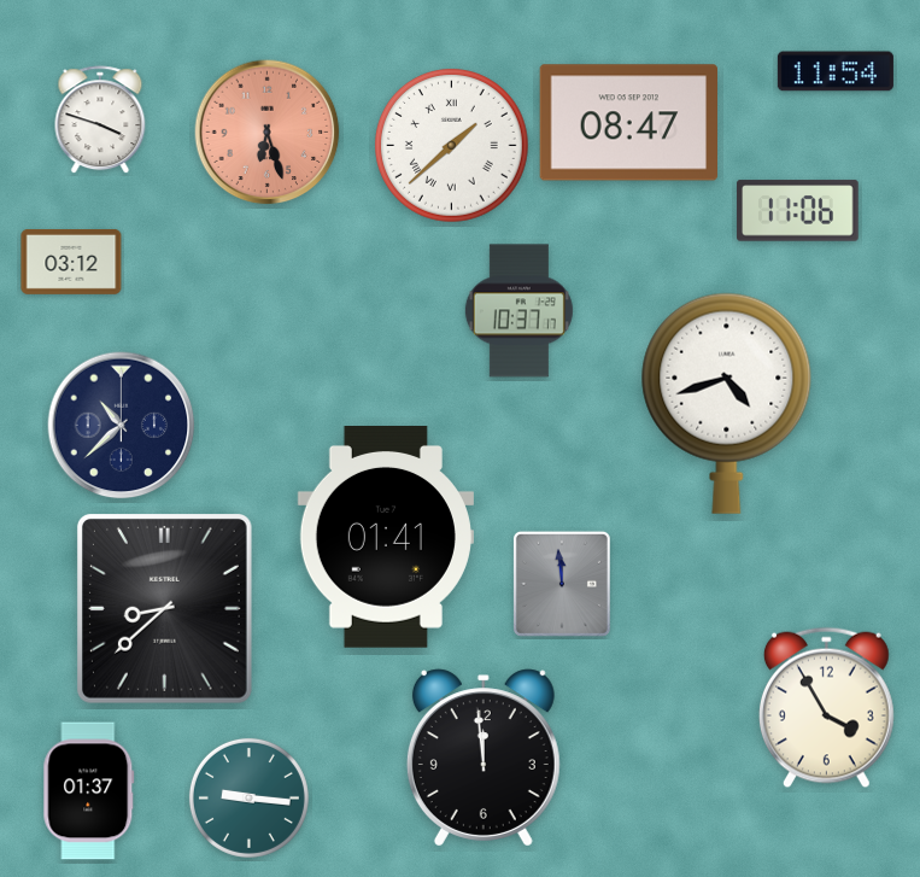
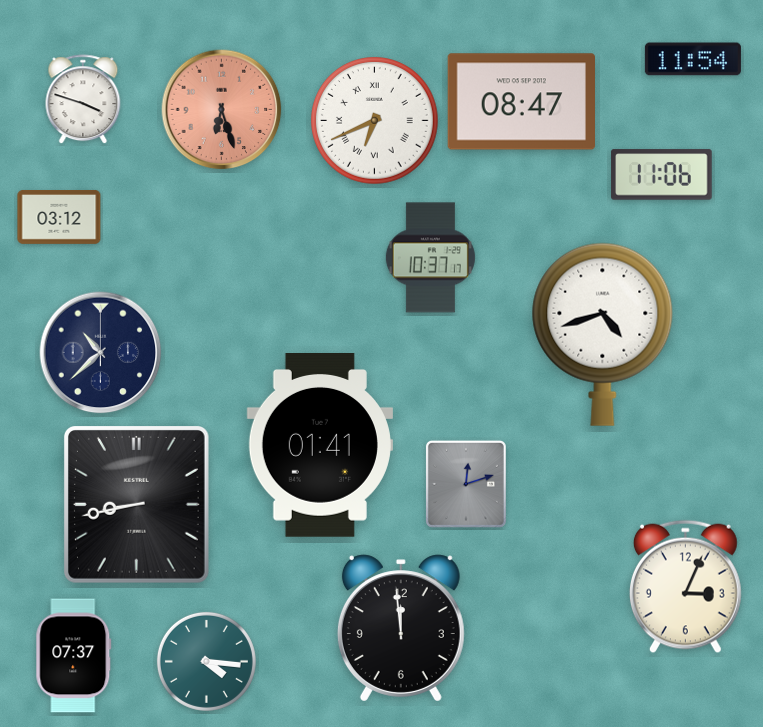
clock at (452, 146): 1:38 -> 6:41
clock at (562, 584): 11:59 -> 12:12
clock at (165, 609): 8:38 -> 8:43
clock at (826, 708): 3:55 -> 3:04
clock at (89, 791): 01:37 -> 07:37
clock at (248, 797): 9:16 -> 4:16
